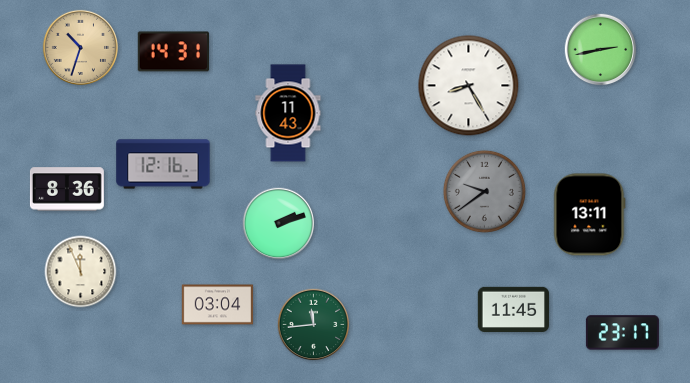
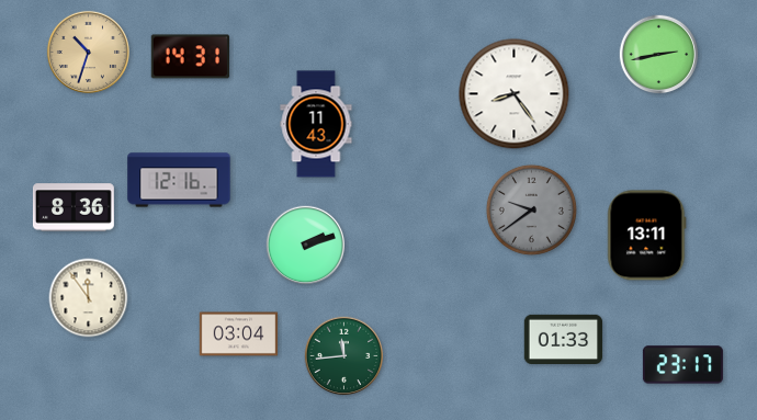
clock at (469, 86): 8:25 -> 8:24
clock at (81, 272): 11:56 -> 11:54
clock at (514, 310): 11:45 -> 01:33
